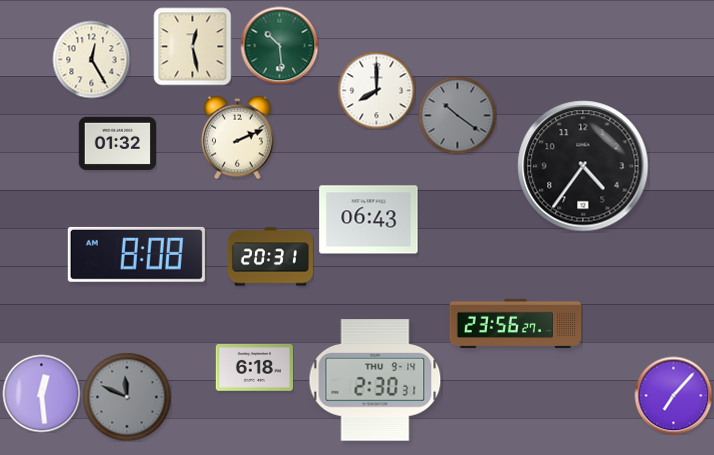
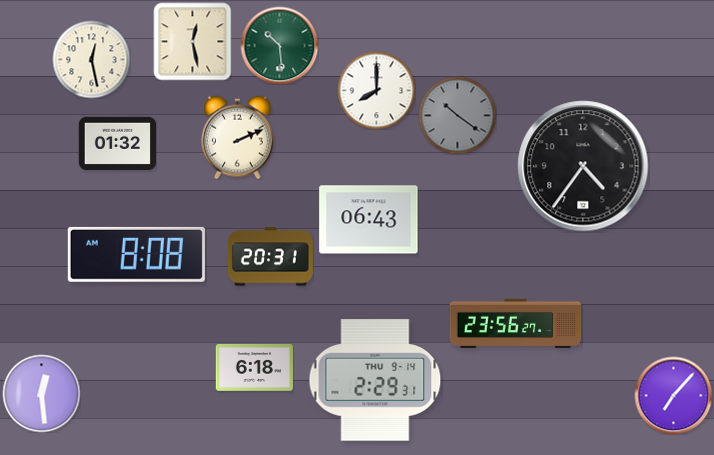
clock at (192, 46) position: (192, 46) -> (192, 41)
clock at (91, 59): 12:25 -> 12:28
clock at (375, 380): 2:30 -> 2:29
clock at (127, 397): 11:49 -> none
